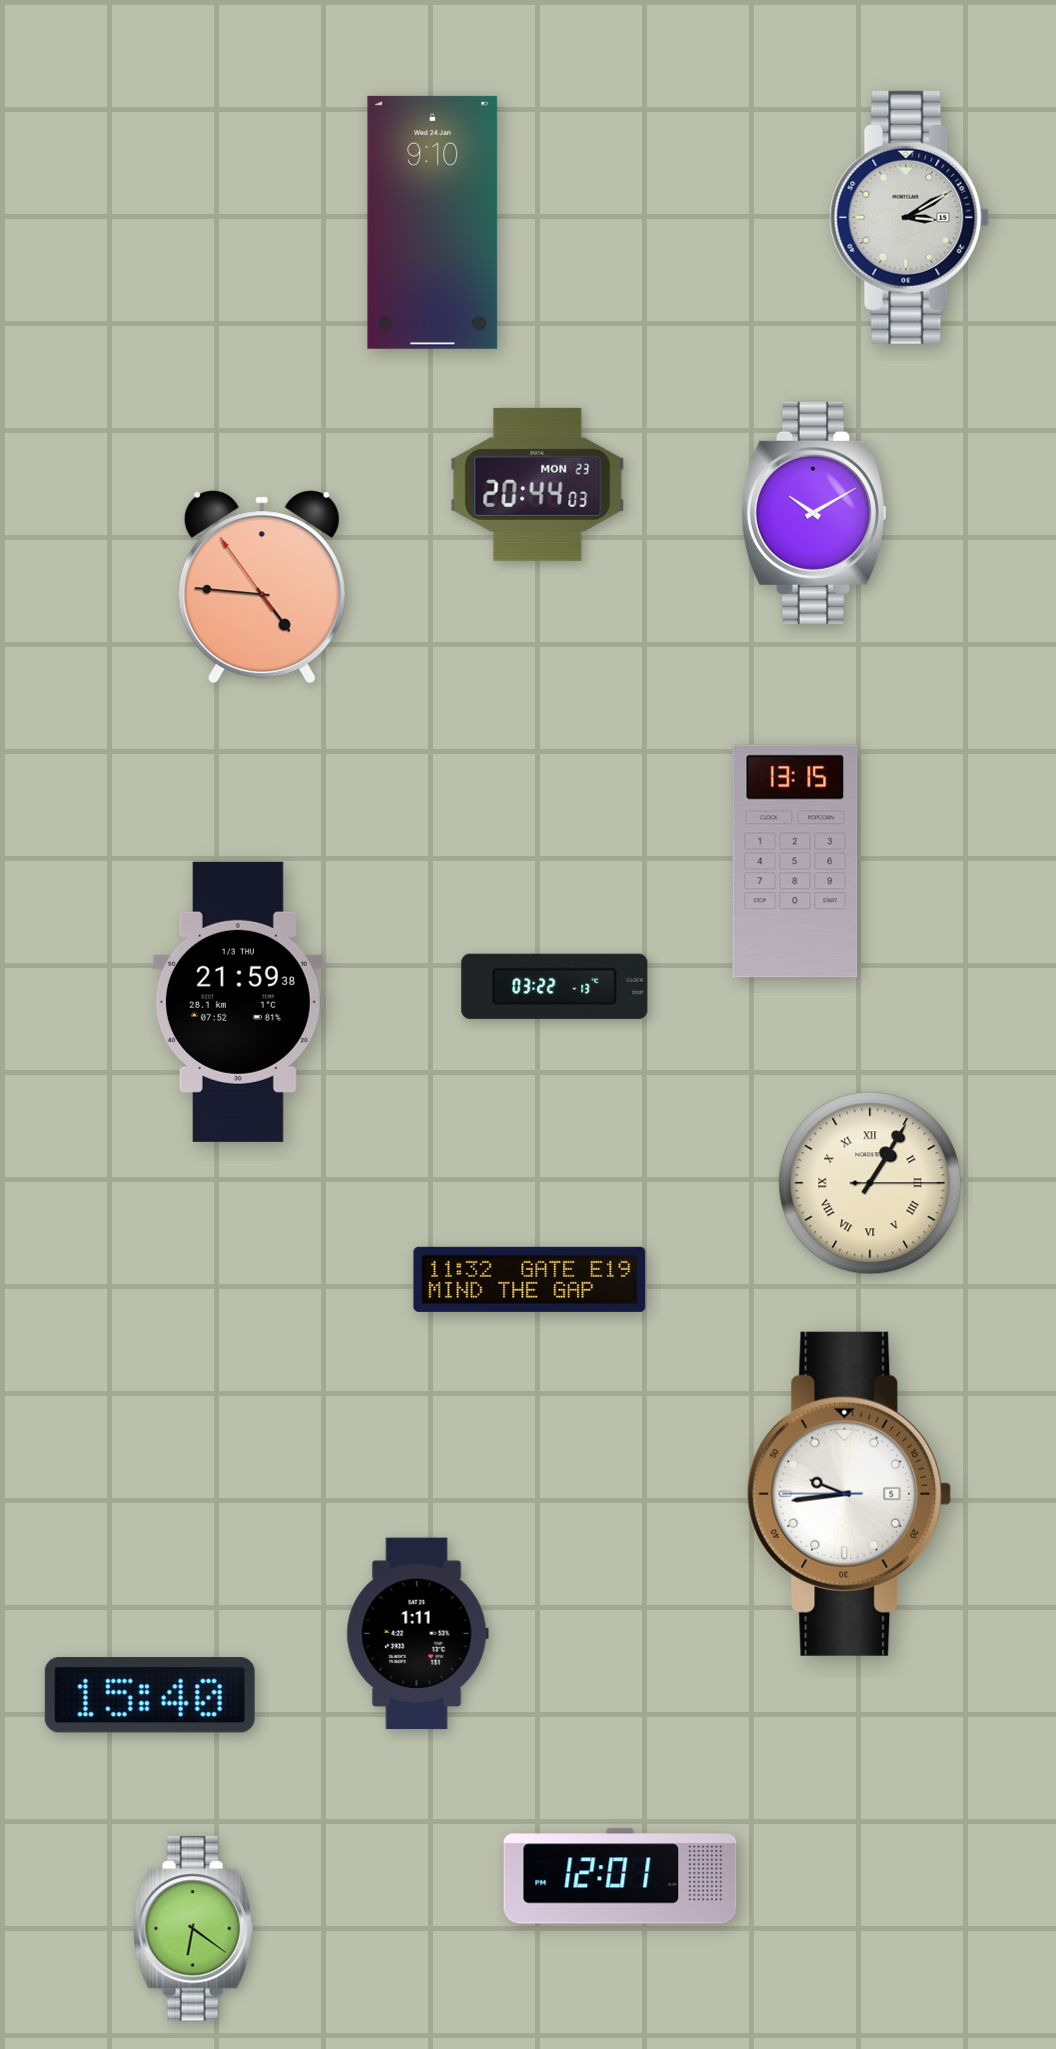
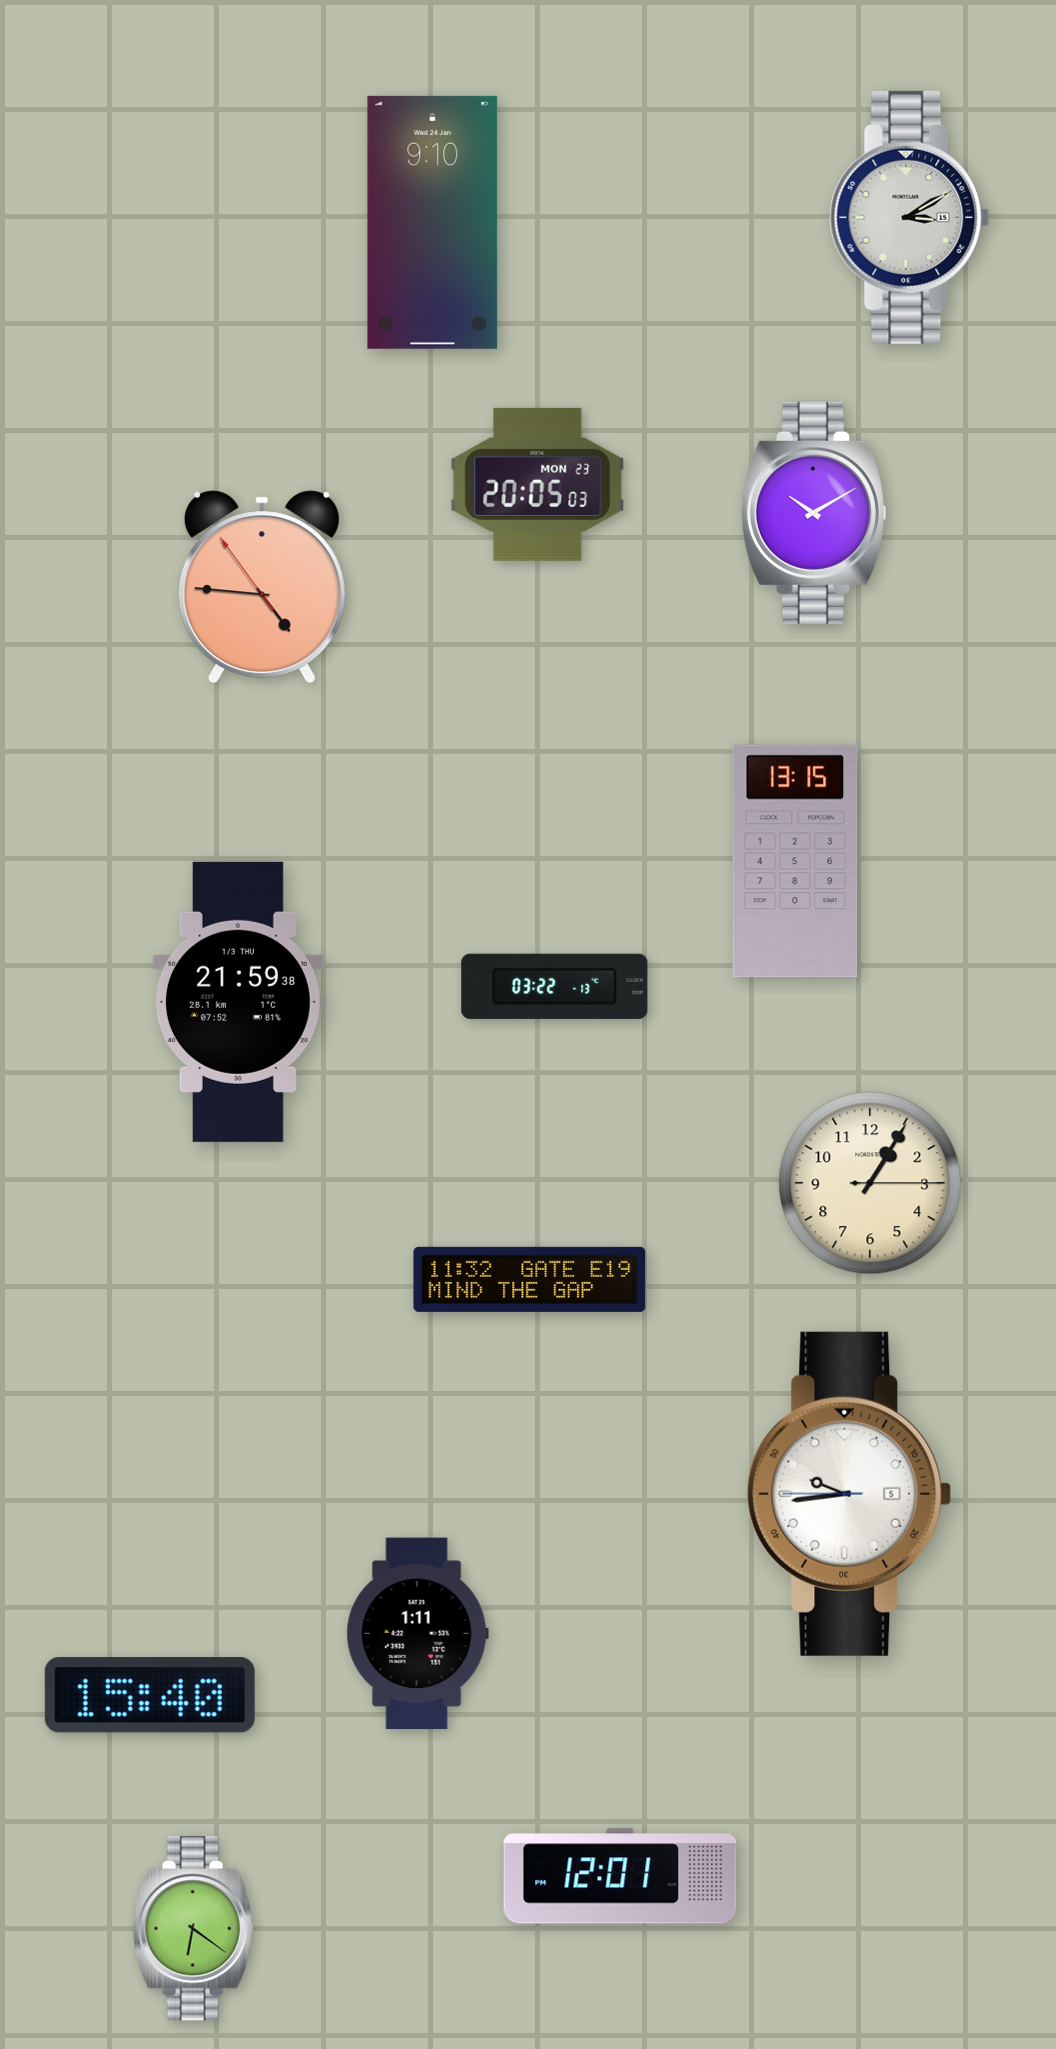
clock at (538, 484): 20:44 -> 20:05
clock at (870, 1183) numerals: Roman -> Arabic
